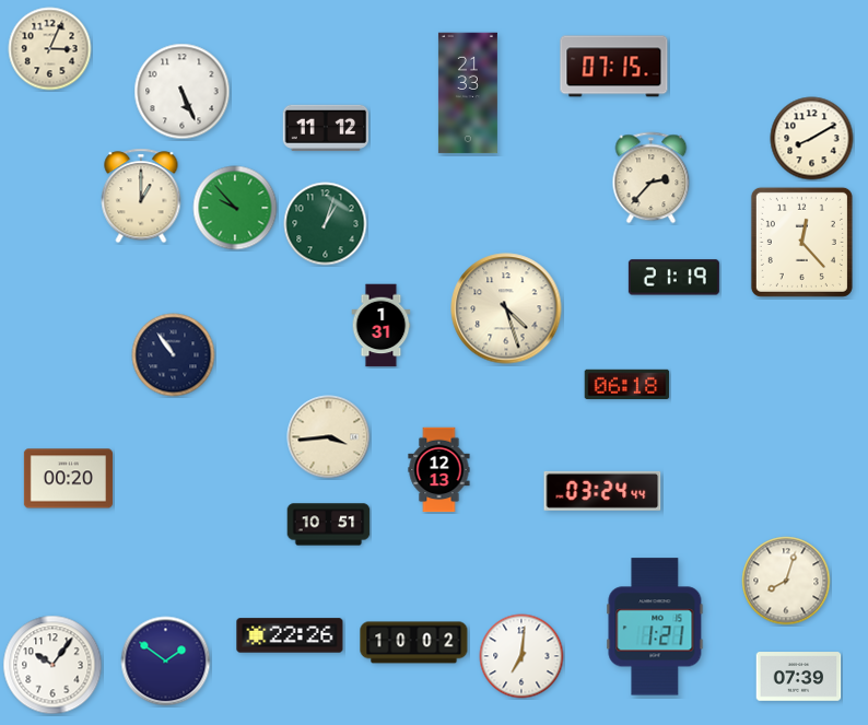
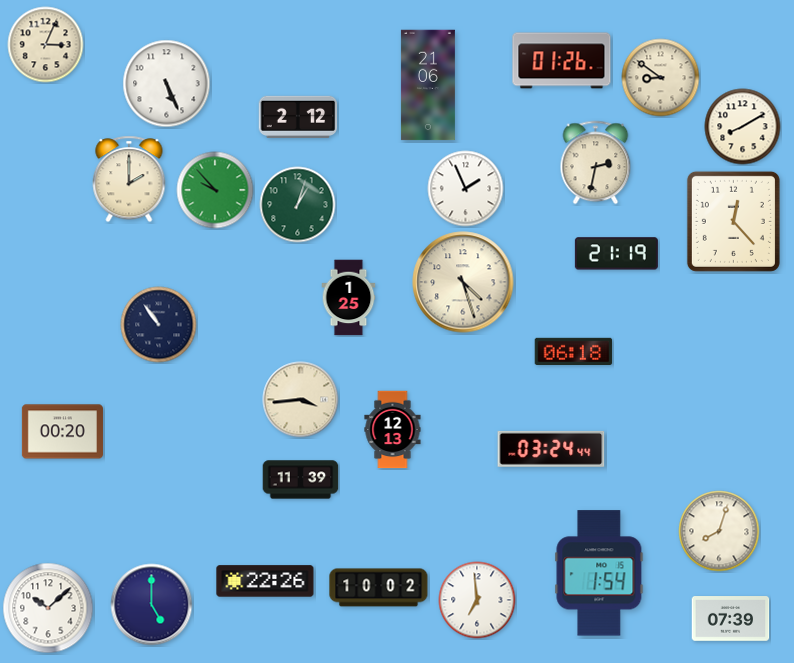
clock at (614, 67): 07:15 -> 01:26
clock at (661, 78): none -> 8:51
clock at (468, 93): 21:33 -> 21:06
clock at (326, 128): 11:12 -> 2:12
clock at (652, 178): 2:37 -> 2:32
clock at (141, 196): 1:00 -> 2:00
clock at (466, 189): none -> 1:56
clock at (382, 326): 1:31 -> 1:25
clock at (439, 470) position: (439, 470) -> (393, 430)
clock at (68, 479) position: (68, 479) -> (62, 432)
clock at (329, 525): 10:51 -> 11:39
clock at (655, 627): 1:21 -> 1:54
clock at (521, 656): 7:01 -> 6:59
clock at (166, 662): 1:51 -> 5:00
clock at (52, 665): 10:06 -> 10:08
